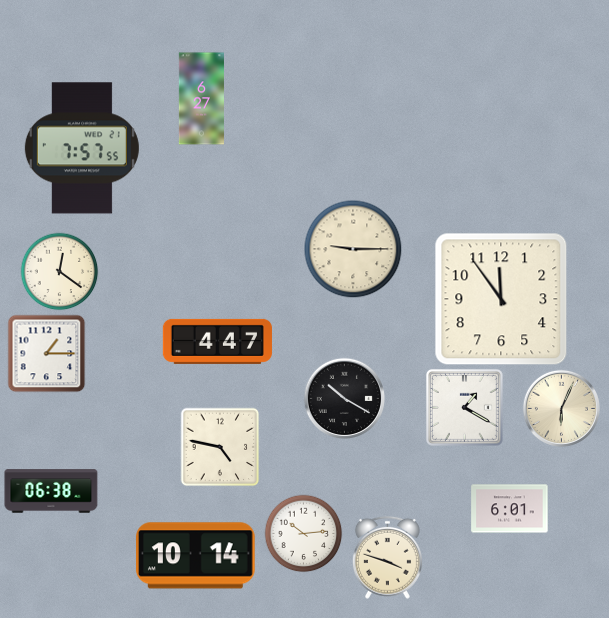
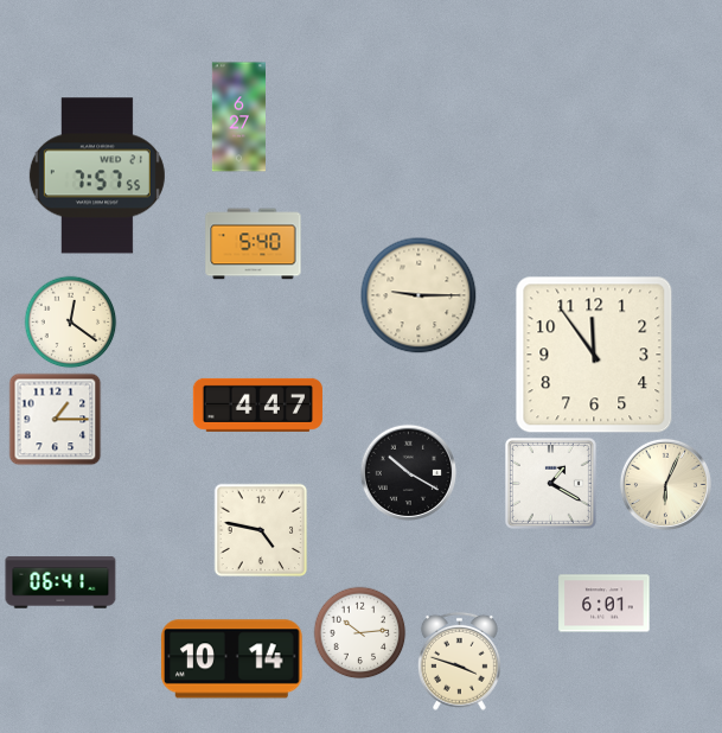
clock at (254, 244): none -> 5:40
clock at (51, 491): 06:38 -> 06:41
